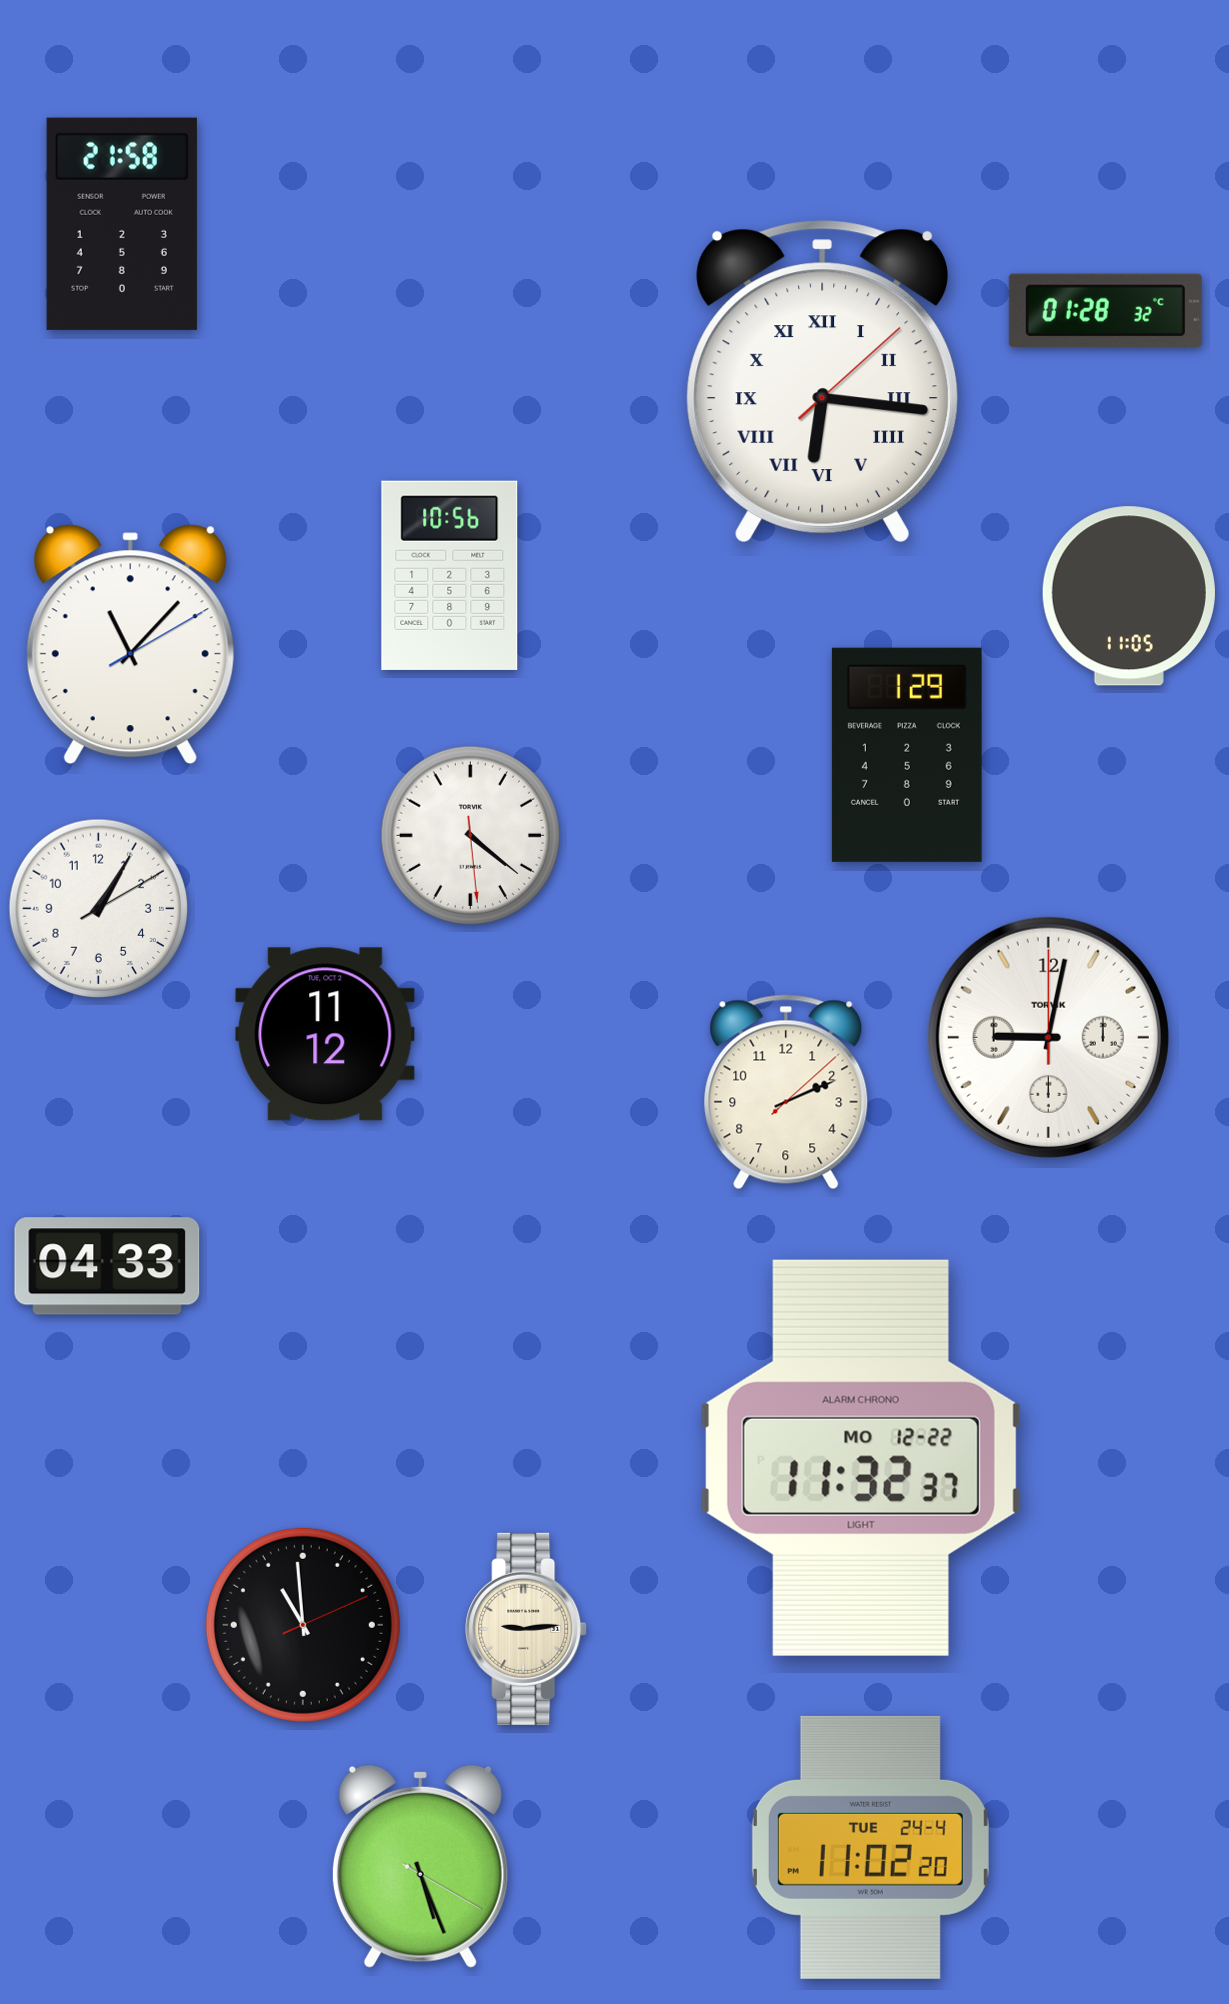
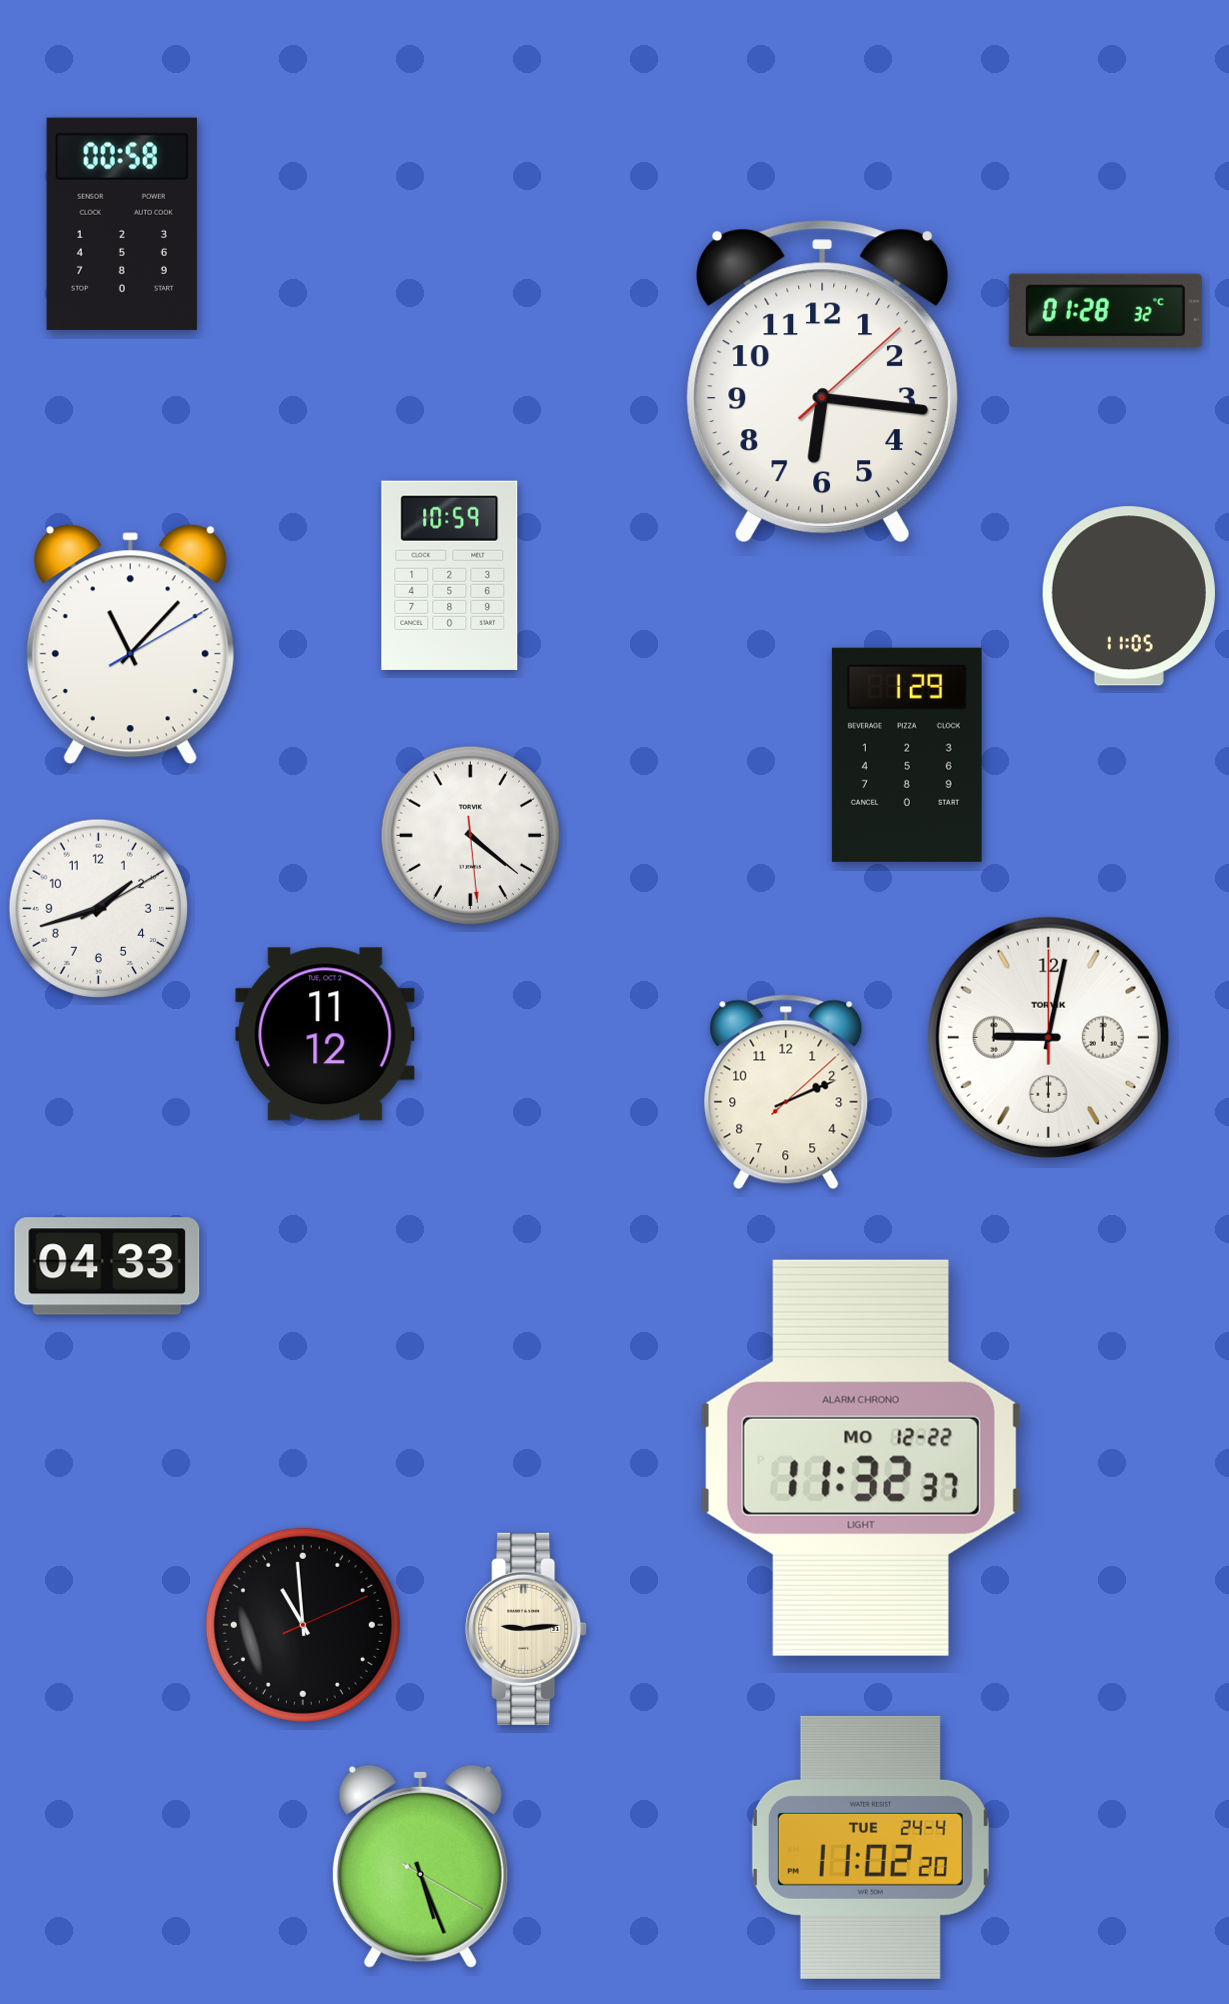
clock at (122, 224): 21:58 -> 00:58
clock at (822, 381) numerals: Roman -> Arabic
clock at (450, 575): 10:56 -> 10:59
clock at (98, 908): 1:05 -> 1:42
